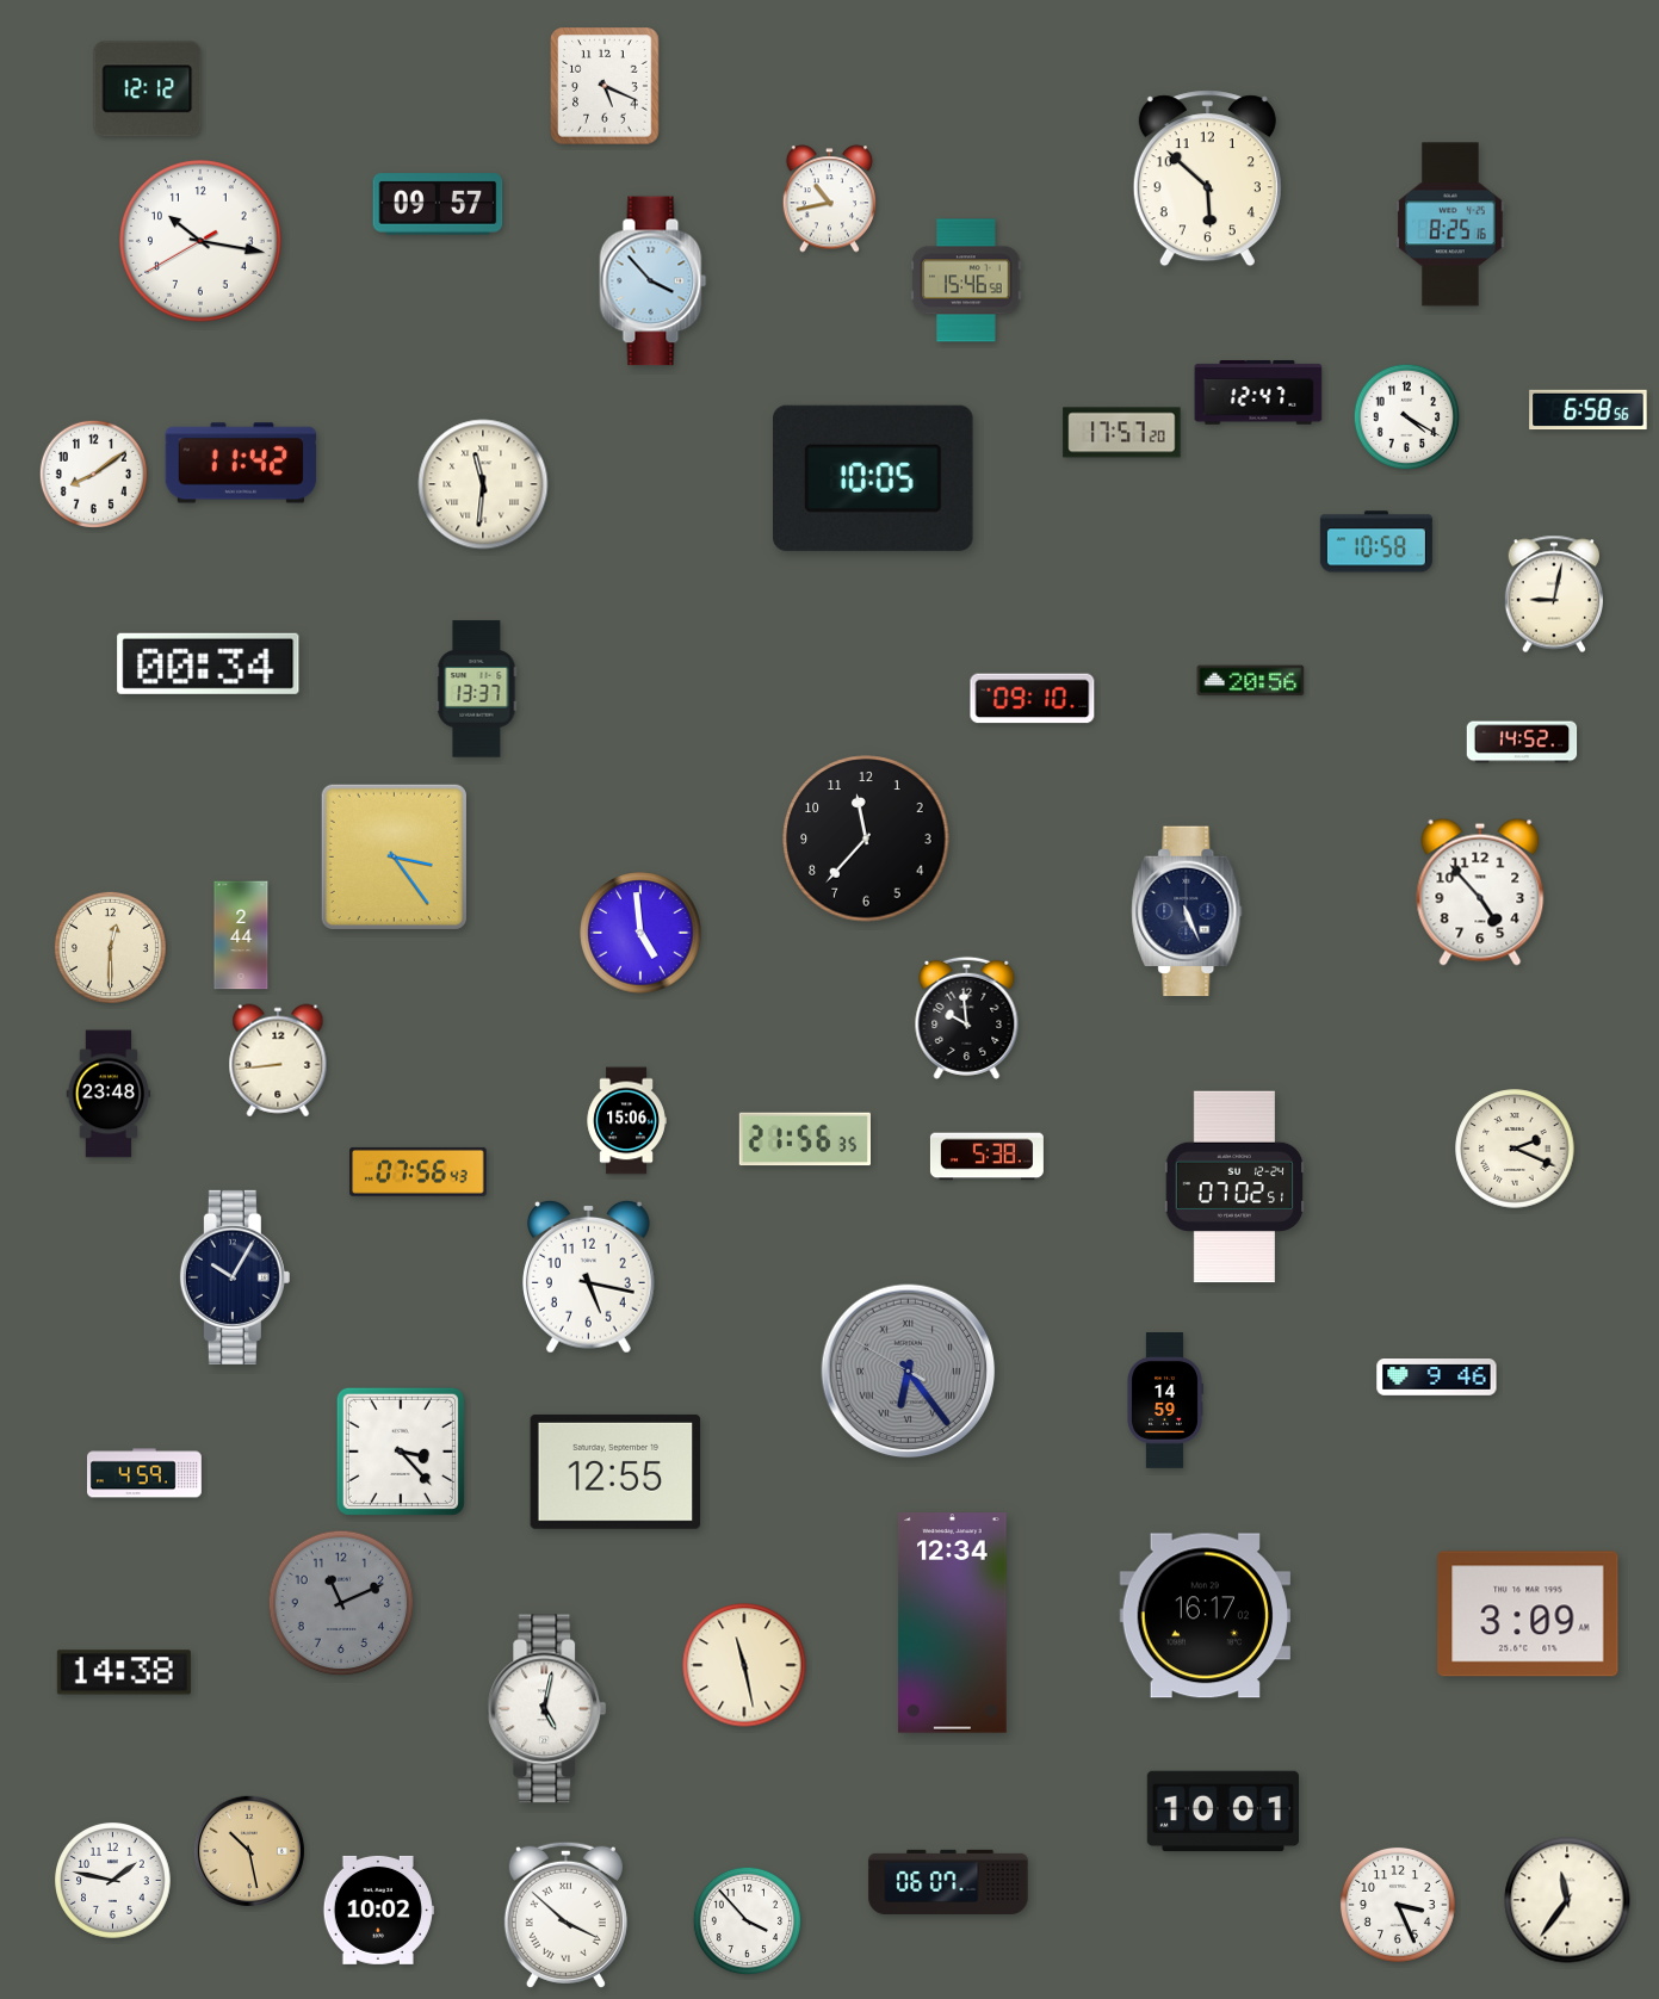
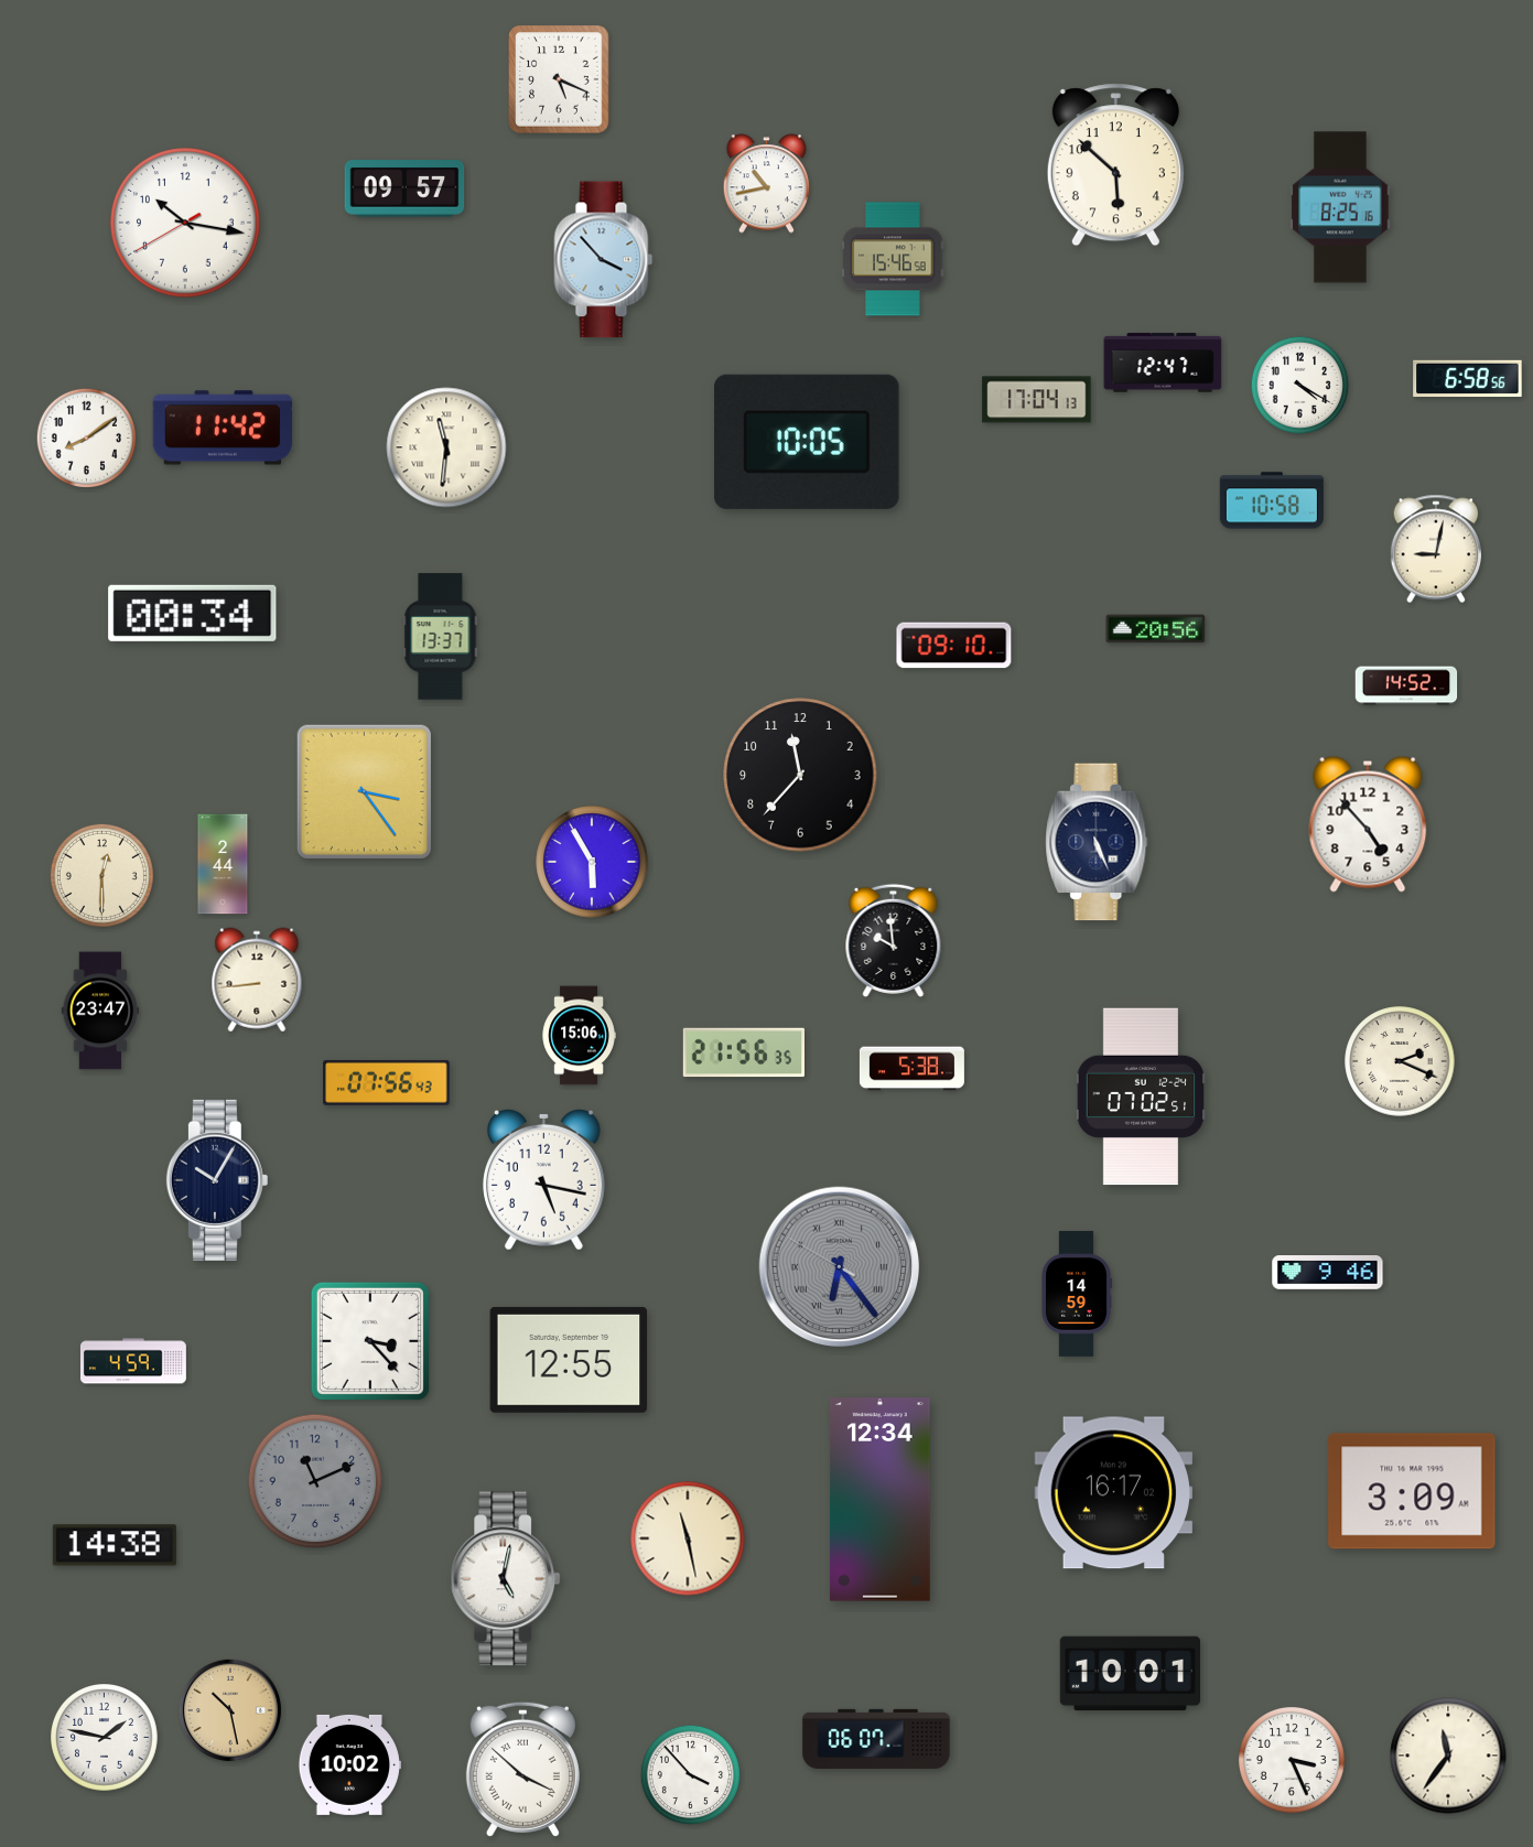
clock at (148, 89): 12:12 -> none
clock at (1122, 433): 17:57 -> 17:04
clock at (640, 933): 4:59 -> 5:55
clock at (109, 1094): 23:48 -> 23:47
